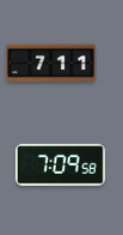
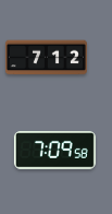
clock at (50, 64): 7:11 -> 7:12
